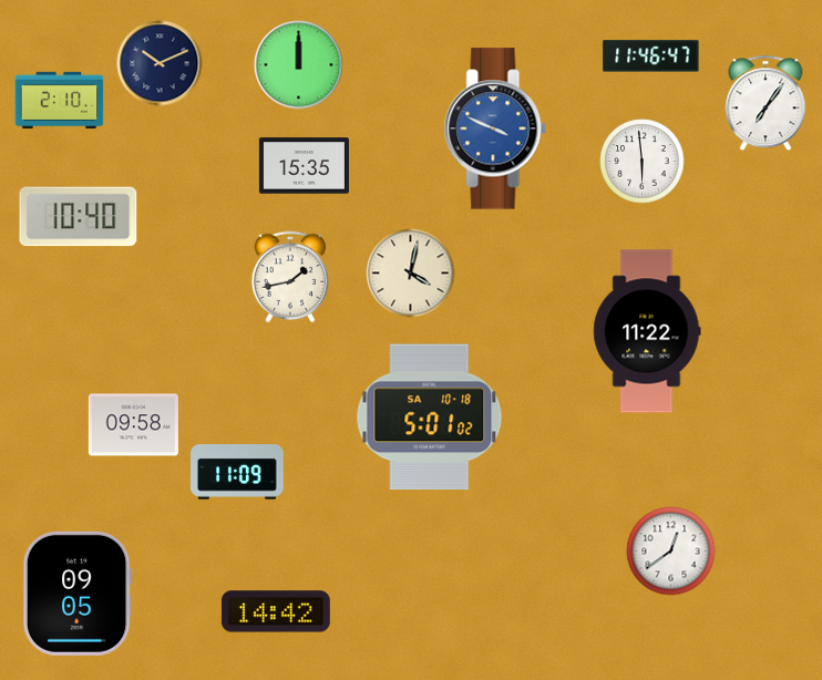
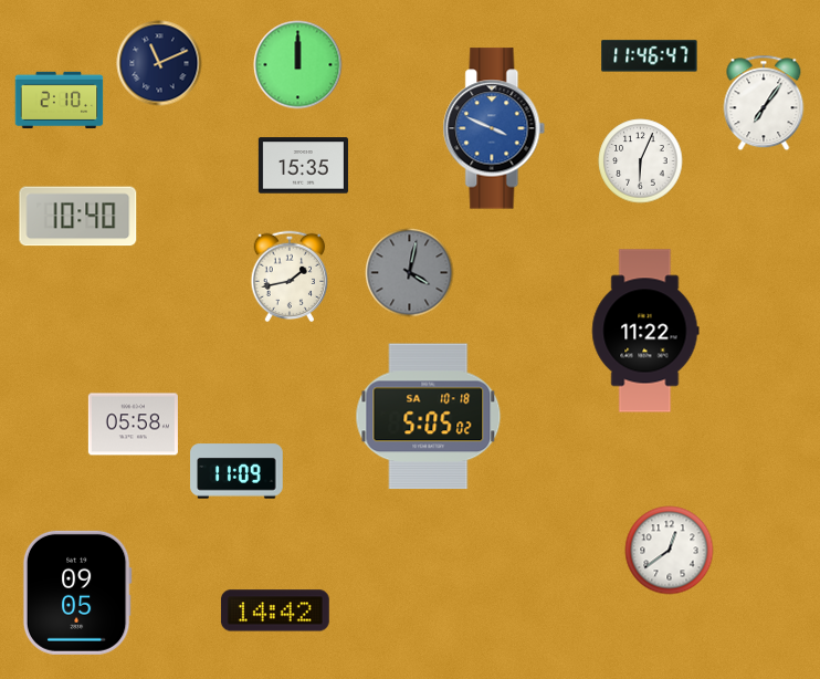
clock at (160, 63): 10:11 -> 11:11
clock at (643, 162): 5:59 -> 6:04
clock at (411, 274) dial: cream -> grey
clock at (430, 418): 5:01 -> 5:05
clock at (133, 425): 09:58 -> 05:58
